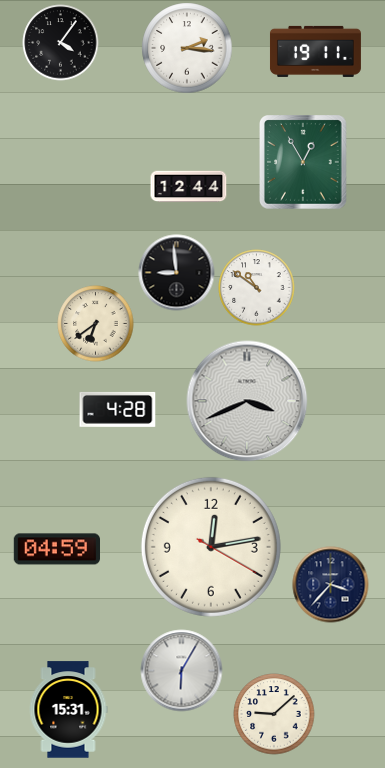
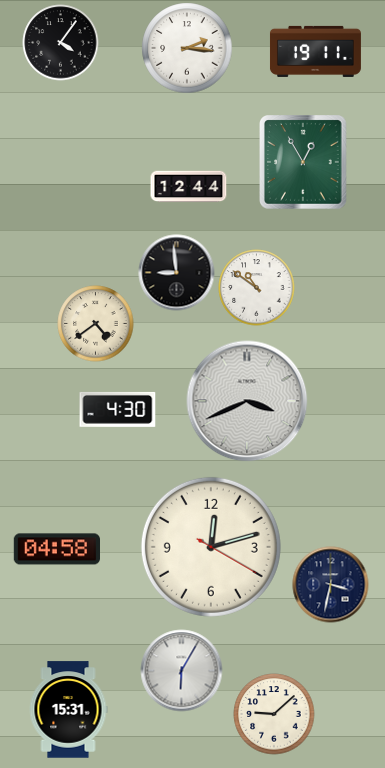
clock at (96, 324): 6:39 -> 4:39
clock at (118, 409): 4:28 -> 4:30
clock at (211, 547): 12:13 -> 12:12
clock at (56, 549): 04:59 -> 04:58
clock at (331, 585): 3:37 -> 3:32
